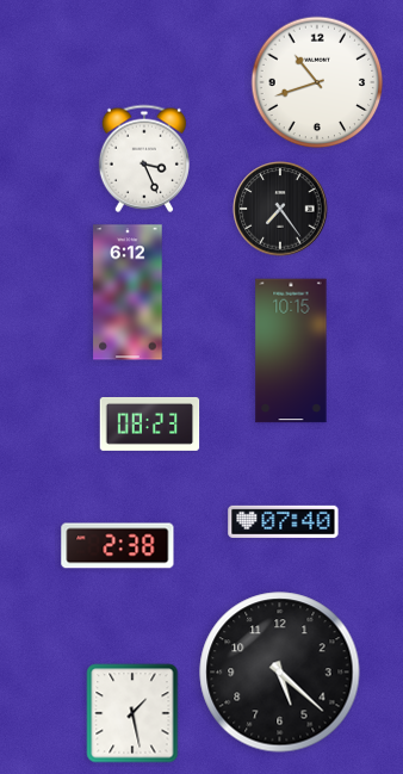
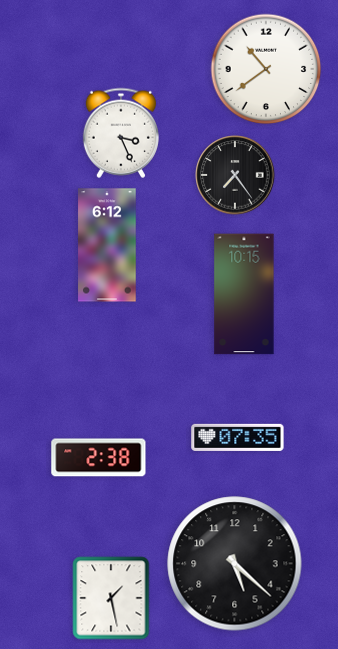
clock at (317, 82): 10:42 -> 10:39
clock at (150, 423): 08:23 -> none
clock at (284, 521): 07:40 -> 07:35
